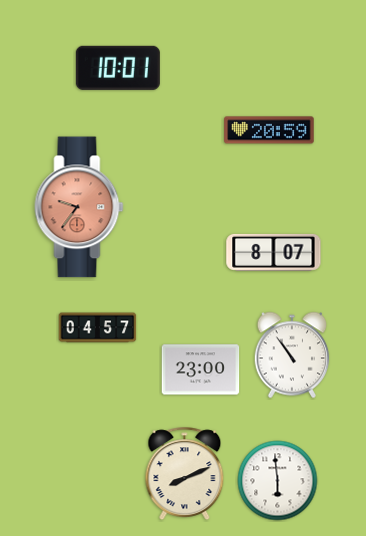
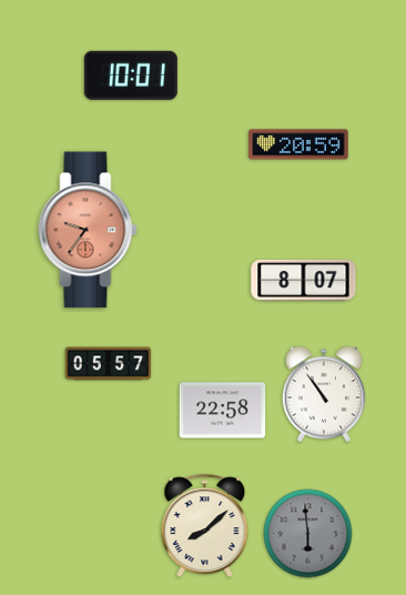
clock at (98, 328): 04:57 -> 05:57
clock at (201, 370): 23:00 -> 22:58
clock at (185, 473): 8:11 -> 8:08
clock at (278, 481) dial: white -> grey
